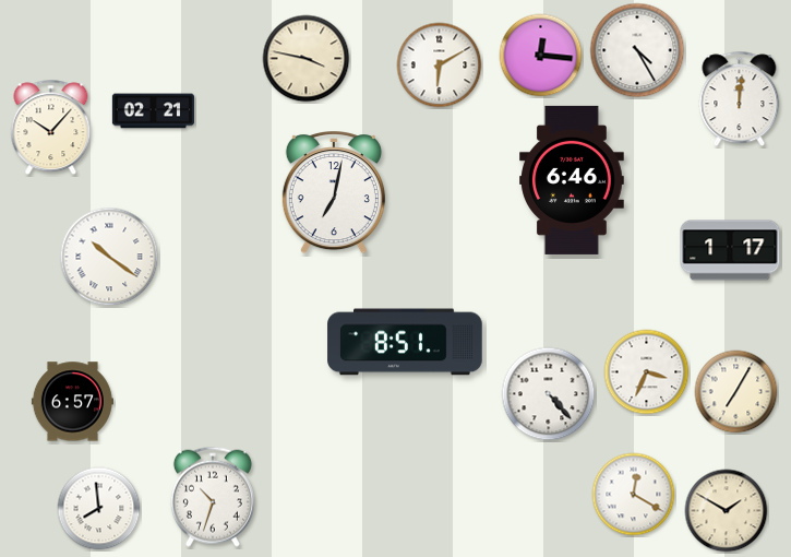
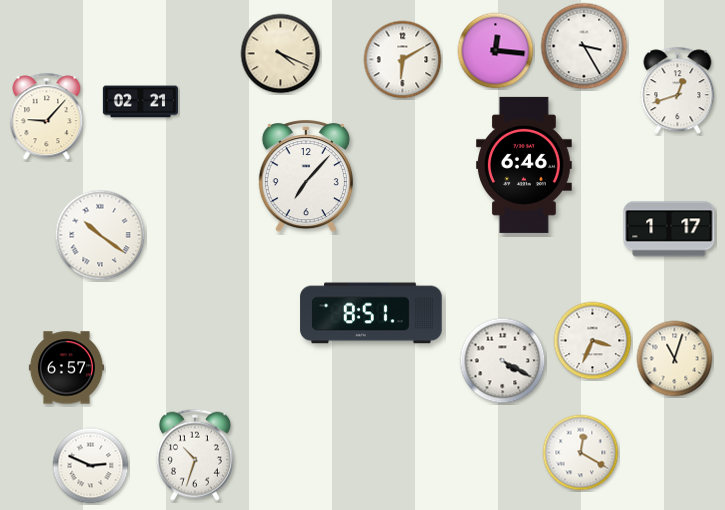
clock at (637, 50): 4:25 -> 3:25
clock at (307, 59): 3:47 -> 4:19
clock at (740, 99): 12:01 -> 12:42
clock at (51, 128): 10:07 -> 9:07
clock at (334, 193): 7:02 -> 7:07
clock at (736, 392): 7:05 -> 11:03
clock at (549, 394): 4:23 -> 4:20
clock at (99, 509): 7:59 -> 2:49
clock at (727, 511): 1:50 -> none
